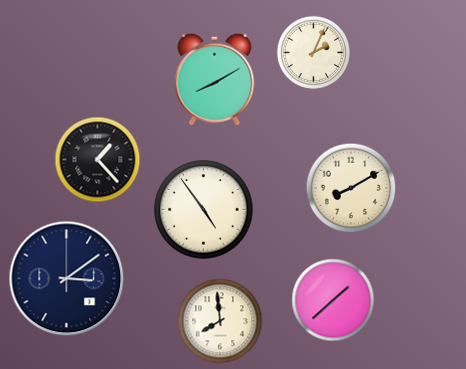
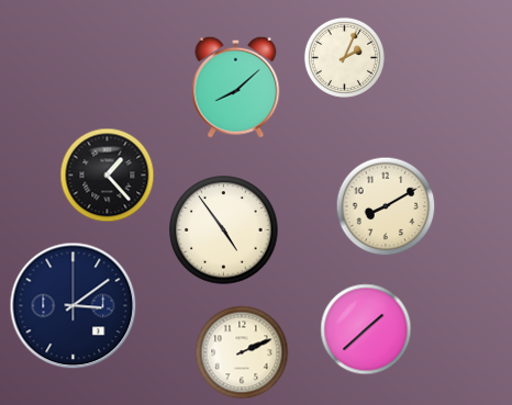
clock at (215, 79): 8:10 -> 8:08
clock at (220, 321): 7:59 -> 2:11
